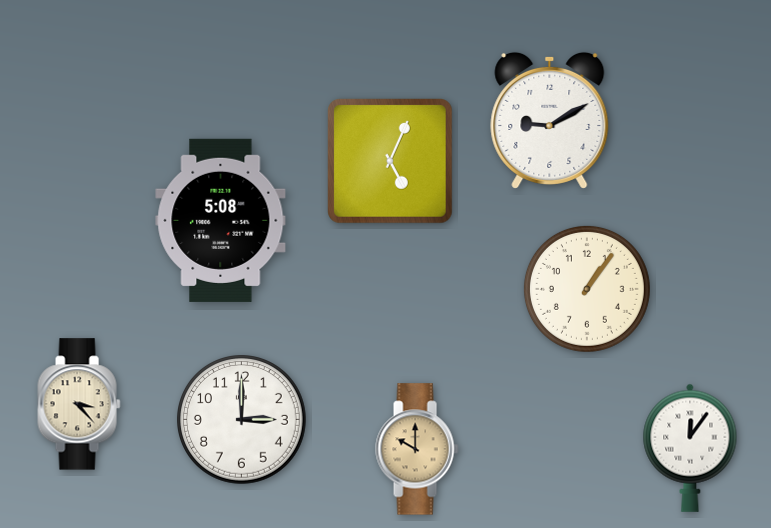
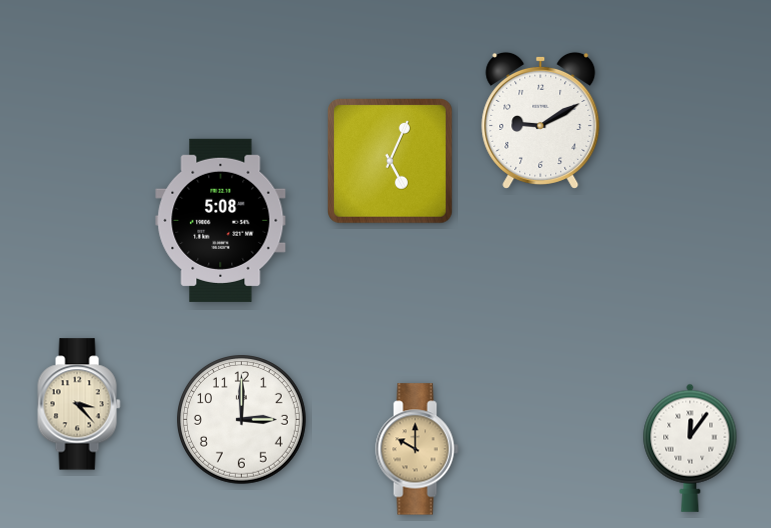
clock at (550, 120) position: (550, 120) -> (541, 120)
clock at (587, 289): 1:06 -> none
